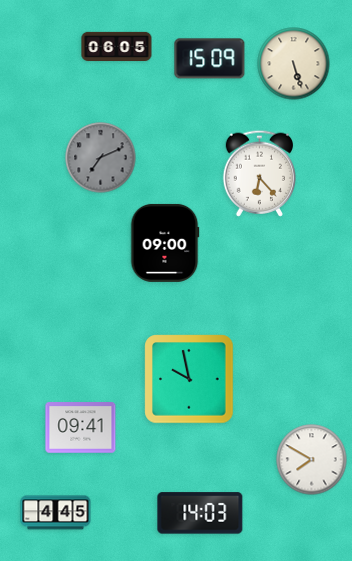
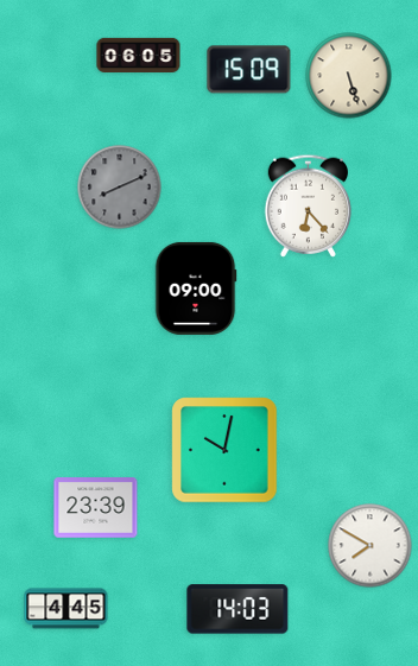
clock at (101, 158): 7:11 -> 8:11
clock at (189, 379): 9:58 -> 10:02
clock at (81, 428): 09:41 -> 23:39
